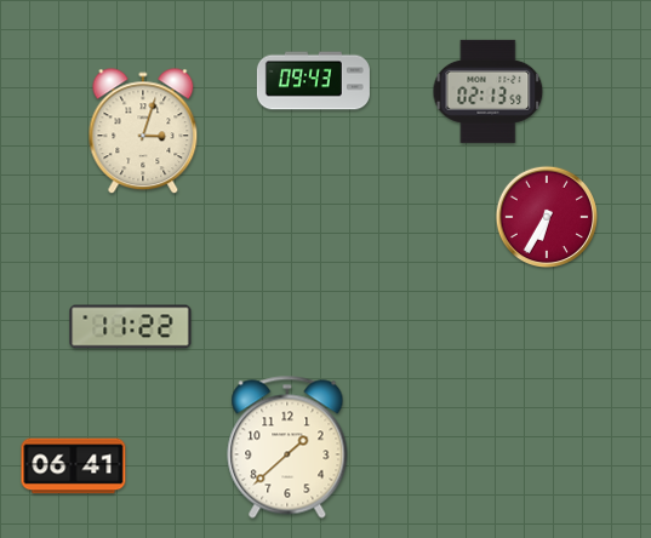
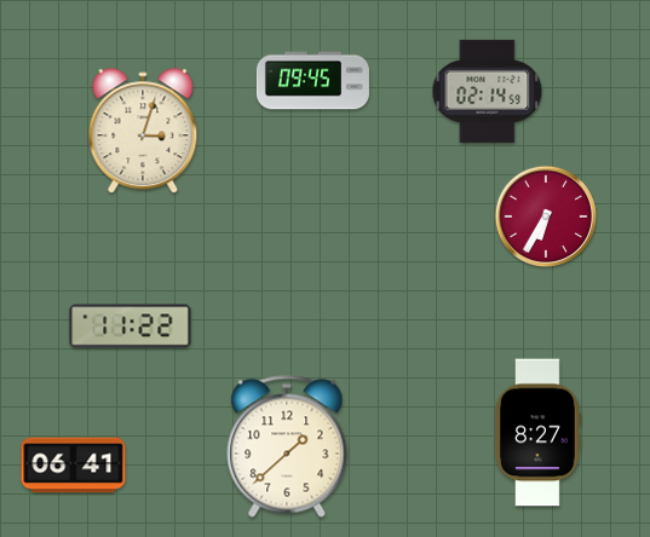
clock at (313, 81): 09:43 -> 09:45
clock at (489, 91): 02:13 -> 02:14
clock at (537, 433): none -> 8:27
